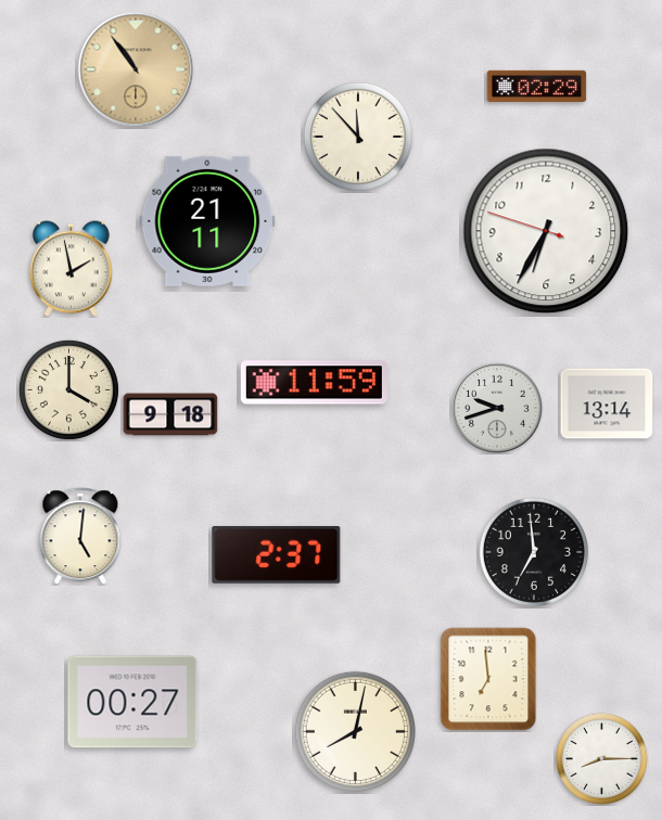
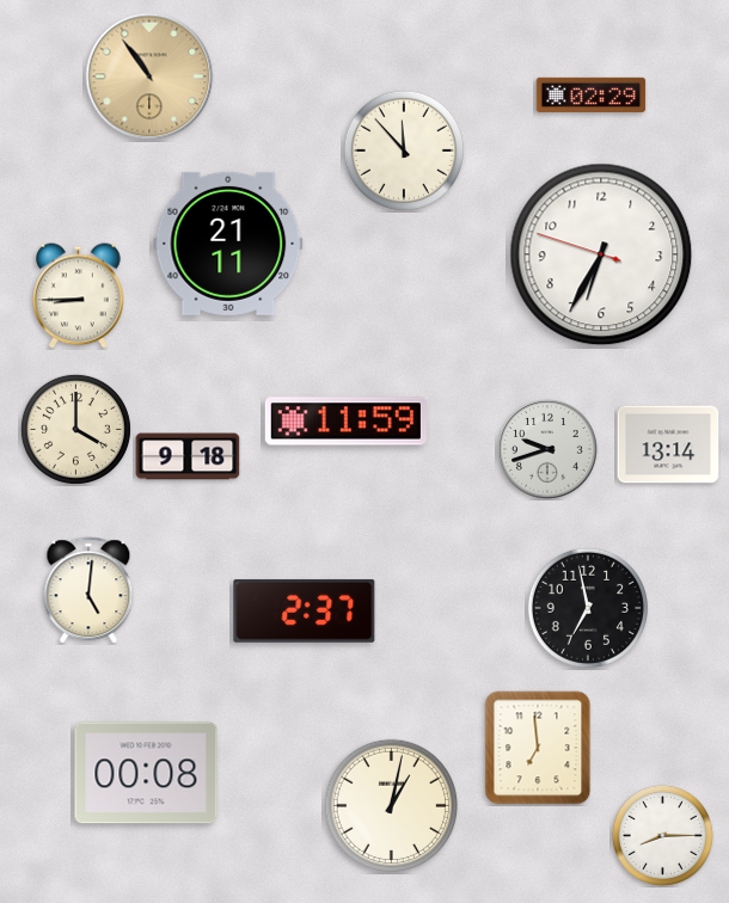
clock at (358, 137) position: (358, 137) -> (404, 150)
clock at (72, 269): 1:58 -> 8:45
clock at (534, 552): 6:59 -> 6:58
clock at (132, 702): 00:27 -> 00:08
clock at (355, 731): 8:02 -> 1:02
